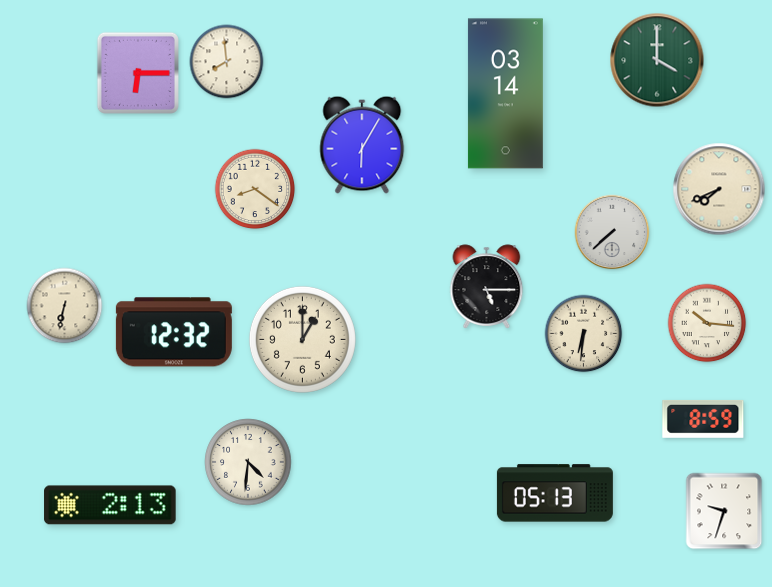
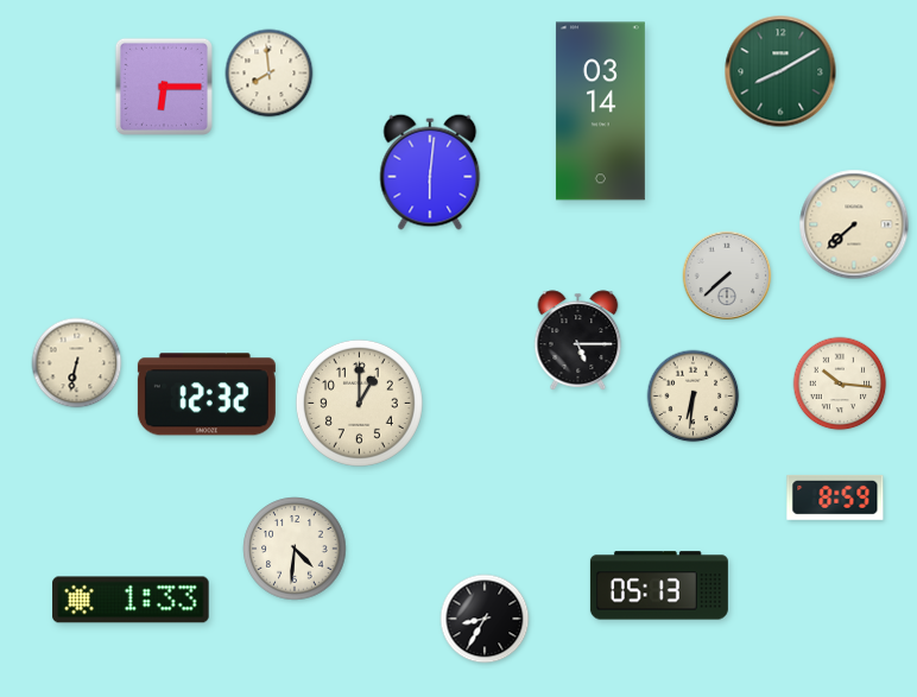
clock at (657, 60): 4:00 -> 8:10
clock at (362, 145): 6:05 -> 6:01
clock at (255, 189): 8:21 -> none
clock at (719, 189): 7:41 -> 7:38
clock at (110, 505): 2:13 -> 1:33
clock at (724, 511): 9:33 -> none
clock at (485, 619): none -> 8:35
